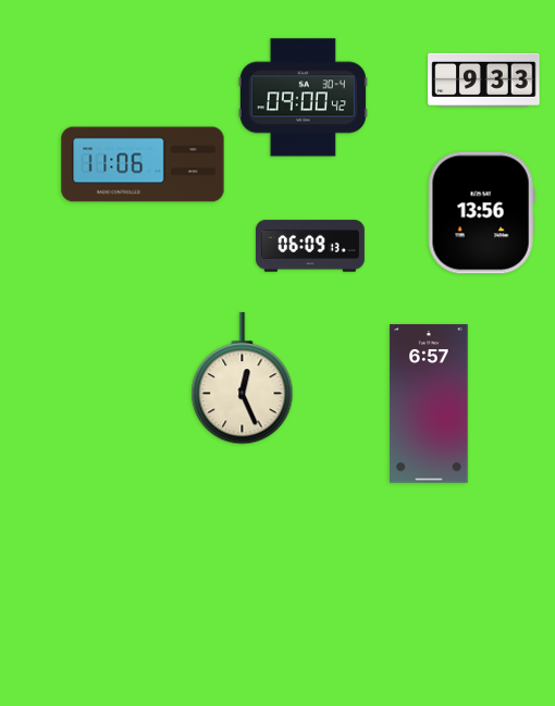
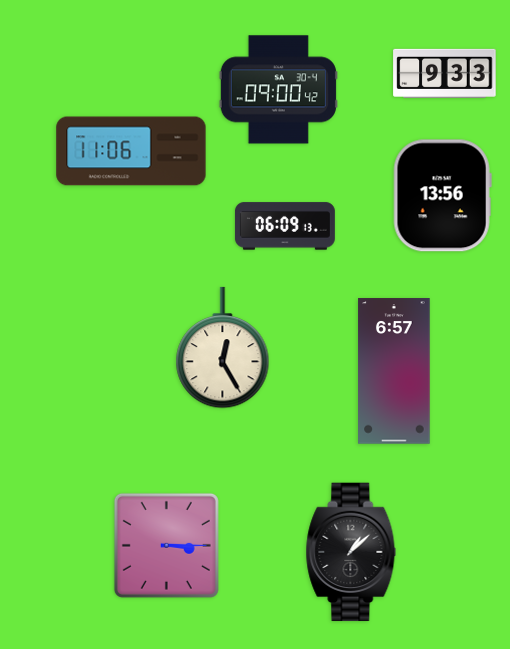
clock at (243, 379): 12:26 -> 12:25
clock at (166, 545): none -> 3:15
clock at (351, 552): none -> 1:08
